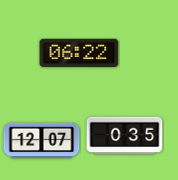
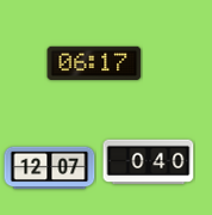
clock at (79, 53): 06:22 -> 06:17
clock at (125, 136): 0:35 -> 0:40
